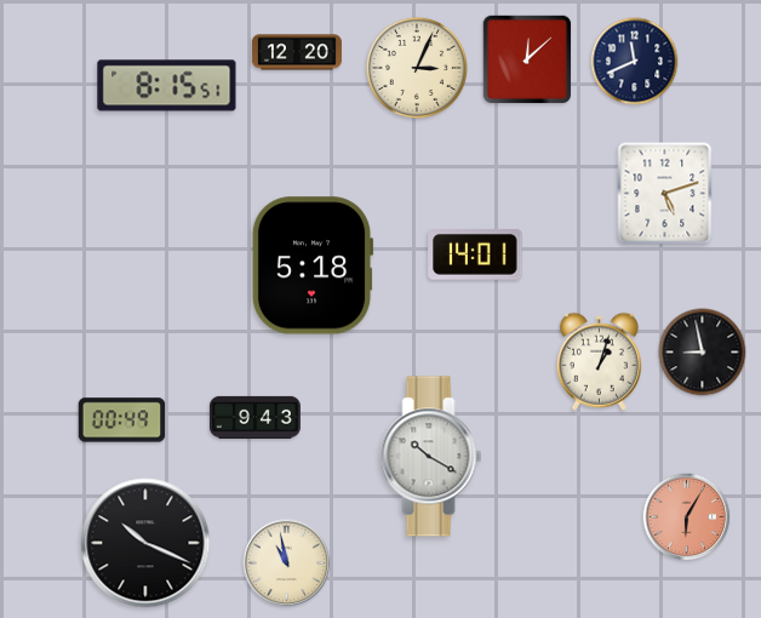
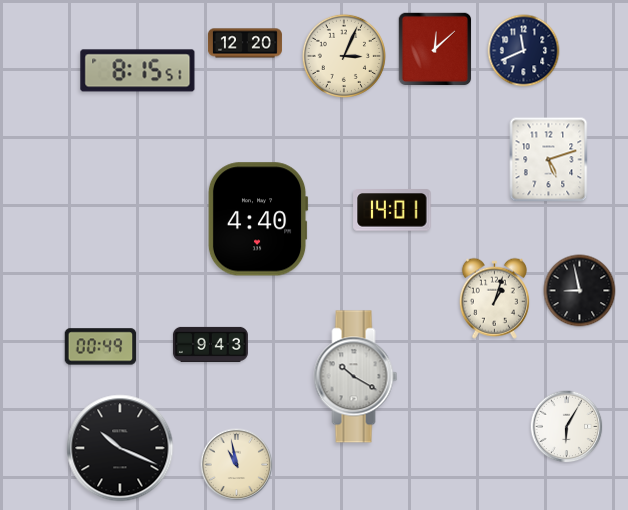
clock at (313, 265): 5:18 -> 4:40
clock at (687, 517) dial: salmon -> white
